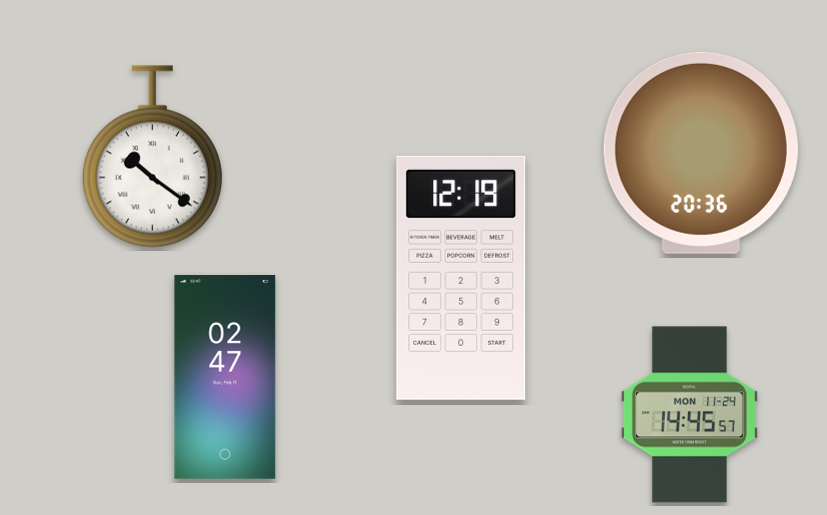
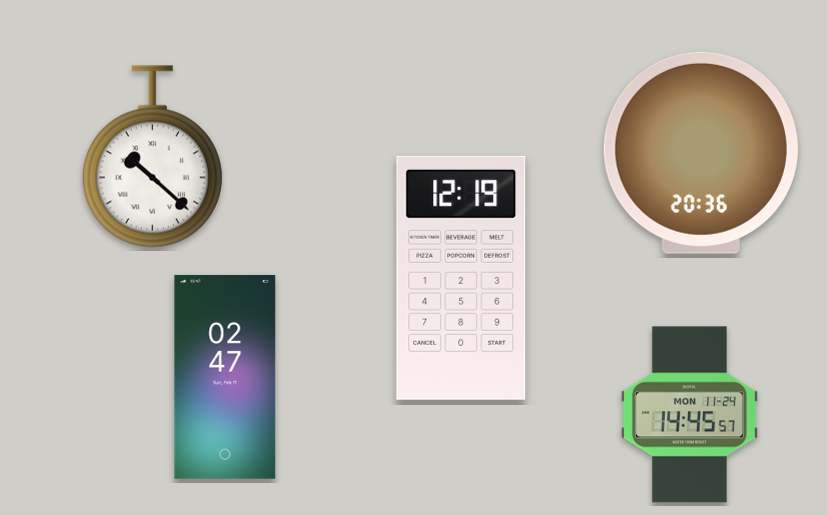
clock at (152, 157): 10:21 -> 10:22
